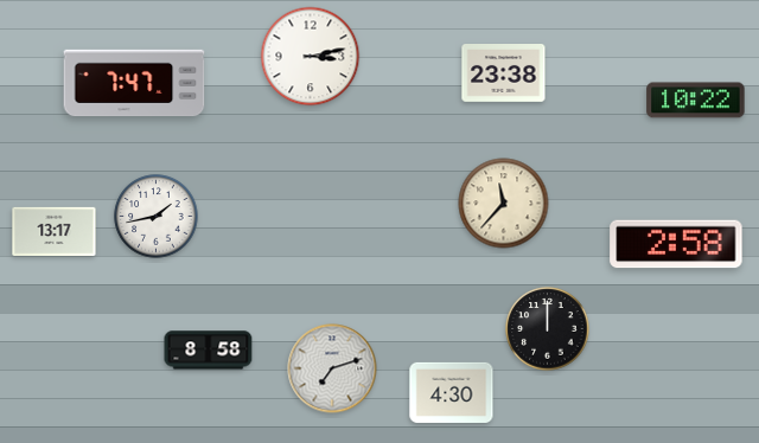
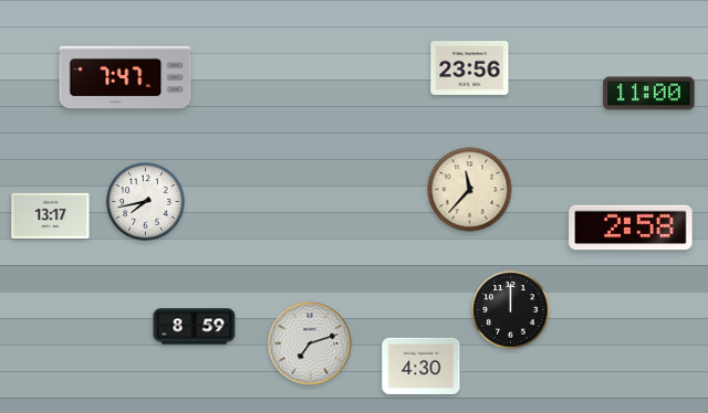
clock at (311, 57): 3:13 -> none
clock at (504, 73): 23:38 -> 23:56
clock at (696, 101): 10:22 -> 11:00
clock at (157, 217): 1:43 -> 7:43
clock at (548, 329) position: (548, 329) -> (511, 310)
clock at (209, 351): 8:58 -> 8:59
